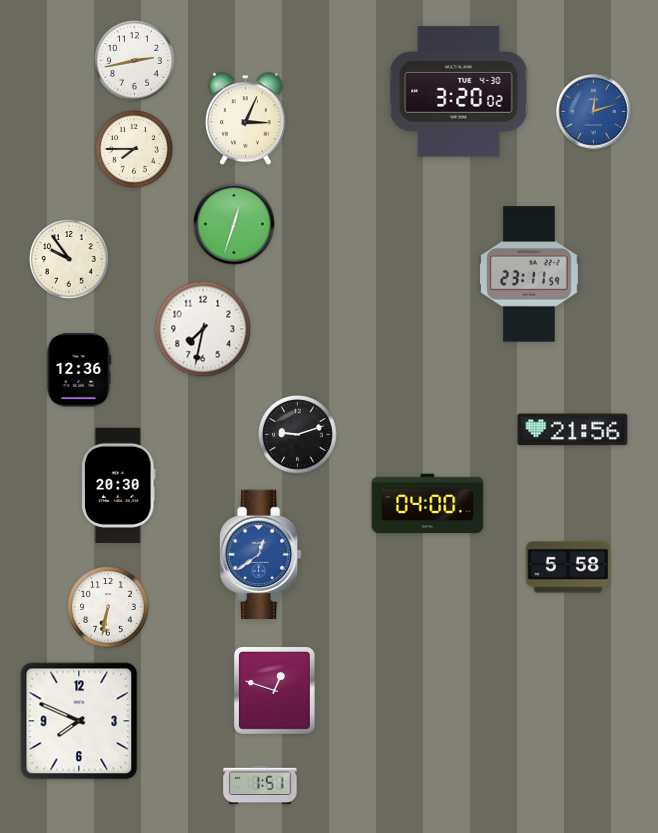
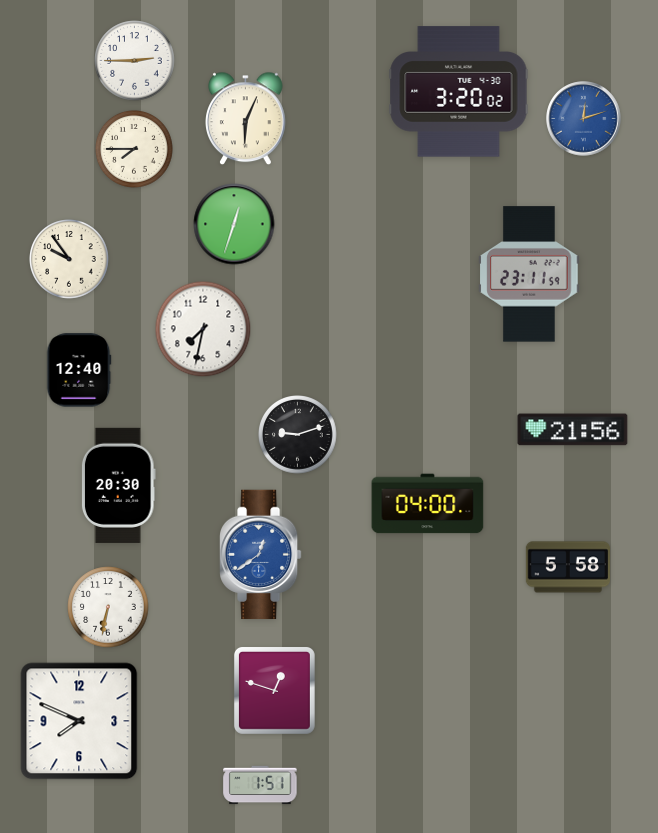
clock at (135, 61): 2:43 -> 2:45
clock at (594, 112) position: (594, 112) -> (584, 119)
clock at (246, 119): 3:04 -> 6:04
clock at (79, 370): 12:36 -> 12:40
